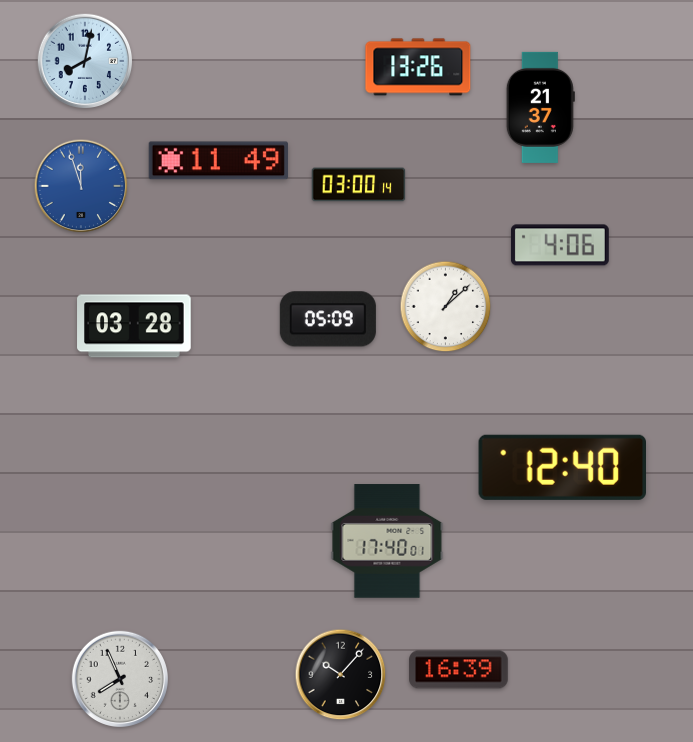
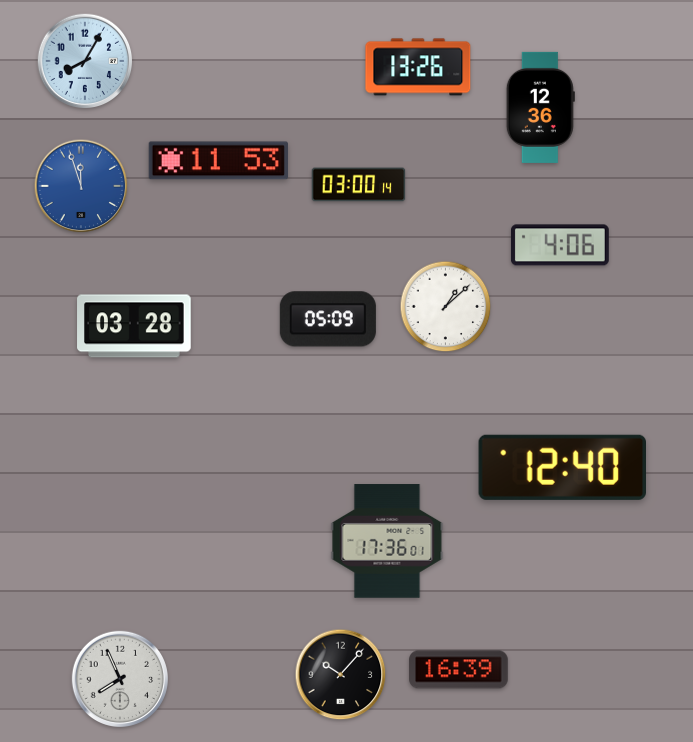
clock at (85, 61): 8:02 -> 8:05
clock at (540, 107): 21:37 -> 12:36
clock at (218, 161): 11:49 -> 11:53
clock at (387, 541): 17:40 -> 17:36
